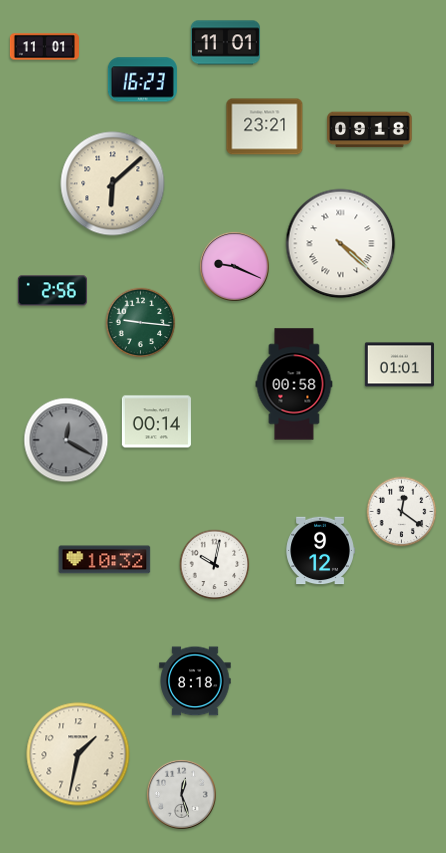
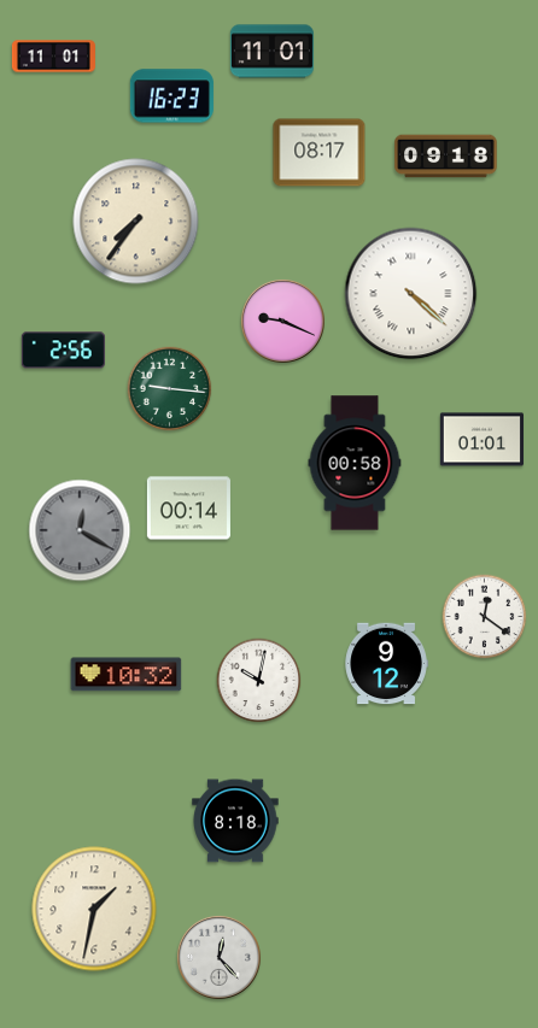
clock at (265, 127): 23:21 -> 08:17
clock at (113, 184): 6:08 -> 7:36
clock at (181, 794): 12:27 -> 12:23
